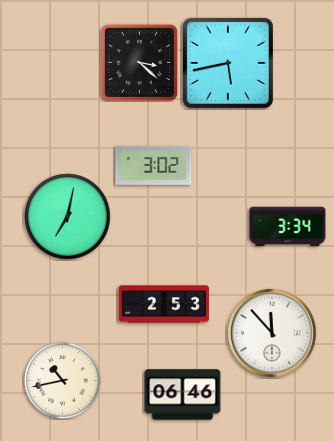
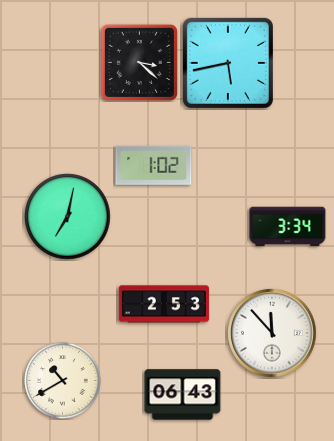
clock at (154, 165): 3:02 -> 1:02
clock at (63, 381): 10:43 -> 10:40
clock at (183, 395): 06:46 -> 06:43
